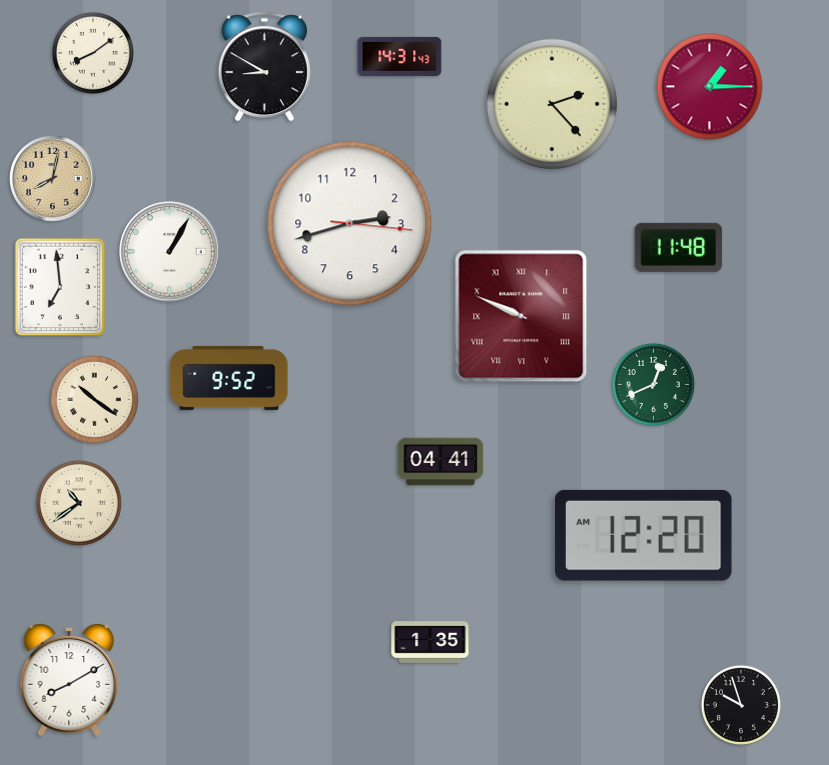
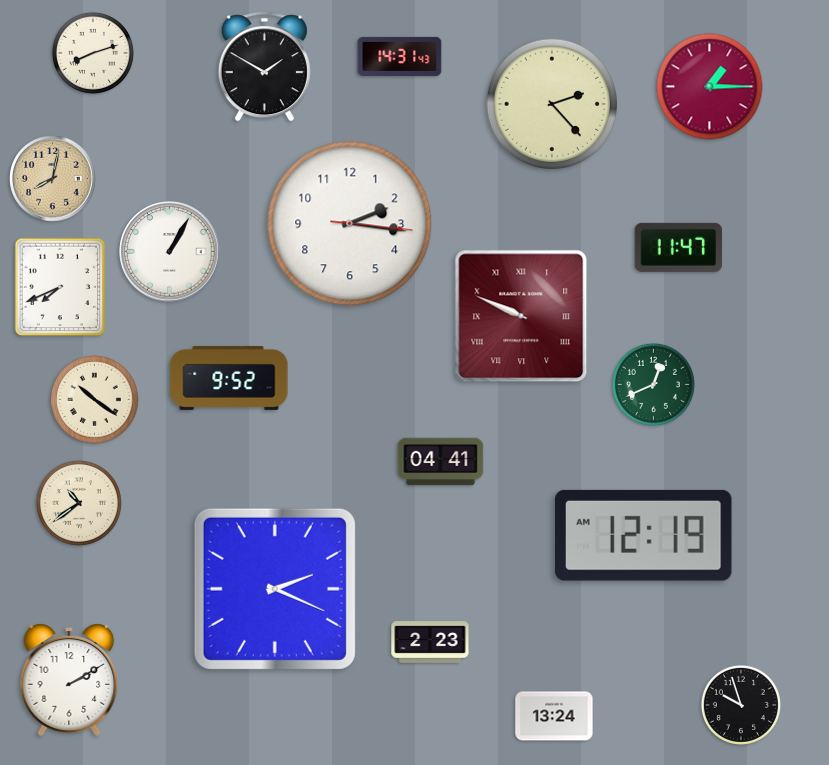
clock at (93, 53): 8:09 -> 8:12
clock at (264, 67): 8:50 -> 1:50
clock at (350, 224): 2:42 -> 2:16
clock at (679, 247): 11:48 -> 11:47
clock at (60, 287): 6:59 -> 7:41
clock at (643, 535): 12:20 -> 12:19
clock at (275, 589): none -> 2:19
clock at (430, 642): 1:35 -> 2:23
clock at (69, 680): 8:10 -> 2:10
clock at (554, 716): none -> 13:24
